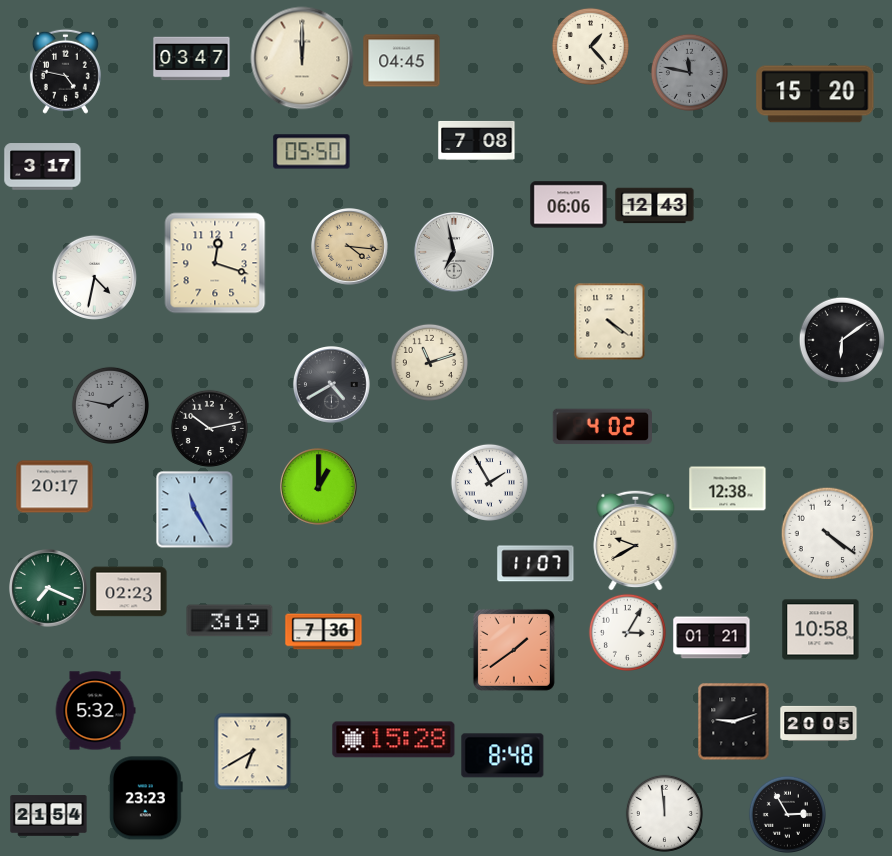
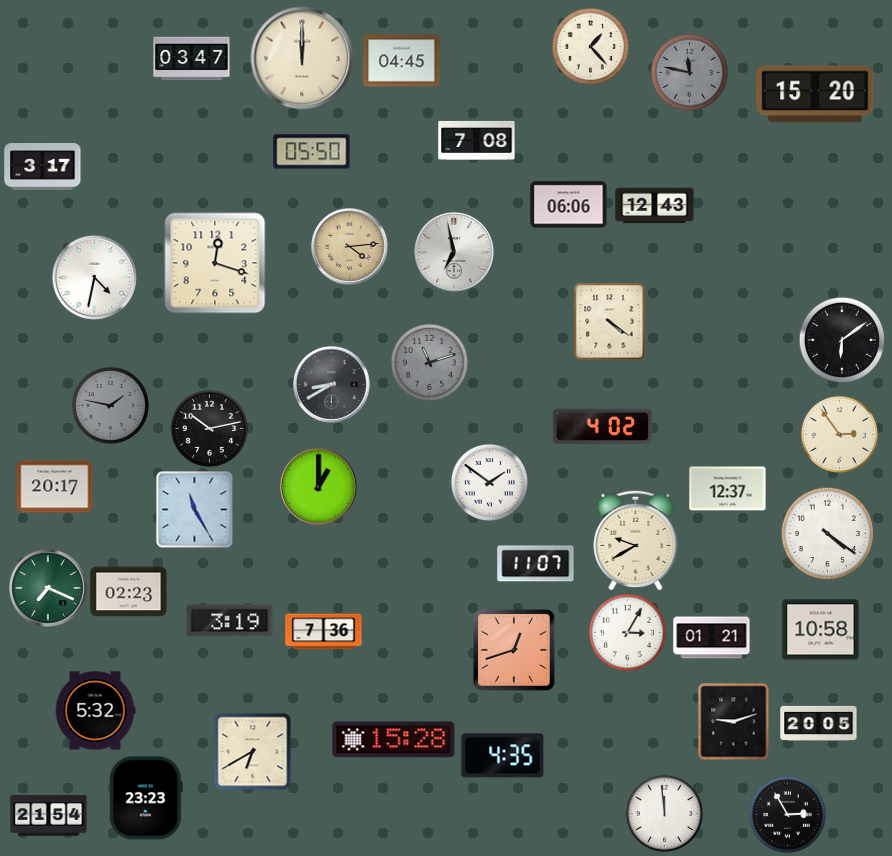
clock at (65, 71): 4:47 -> none
clock at (350, 247): 4:16 -> 4:14
clock at (429, 362) dial: cream -> grey
clock at (332, 385): 4:40 -> 8:40
clock at (839, 434): none -> 2:54
clock at (489, 482): 1:55 -> 1:51
clock at (728, 489): 12:38 -> 12:37
clock at (514, 650): 1:39 -> 12:42
clock at (503, 756): 8:48 -> 4:35
